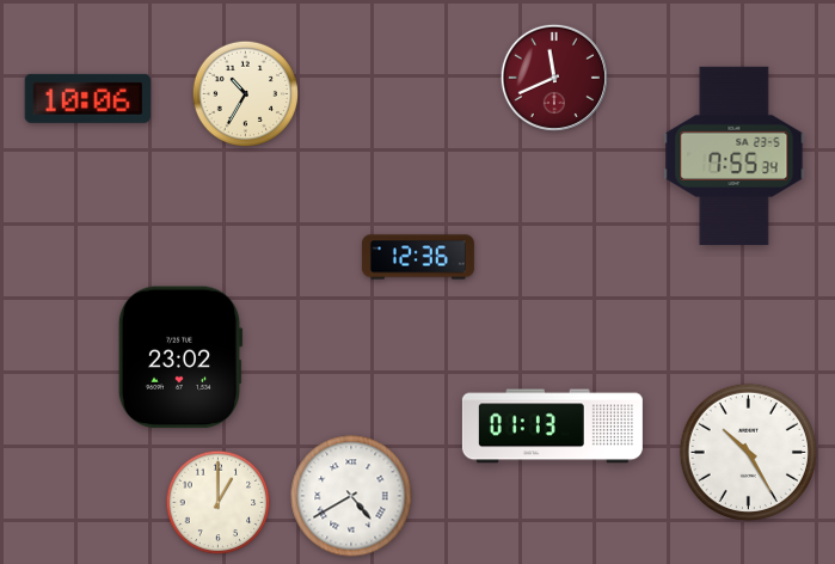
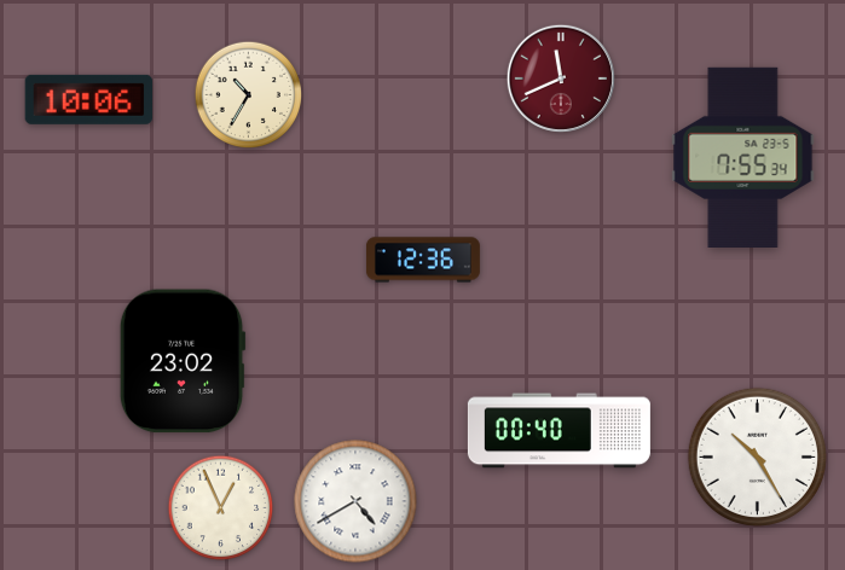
clock at (552, 427): 01:13 -> 00:40
clock at (219, 503): 1:00 -> 12:56
